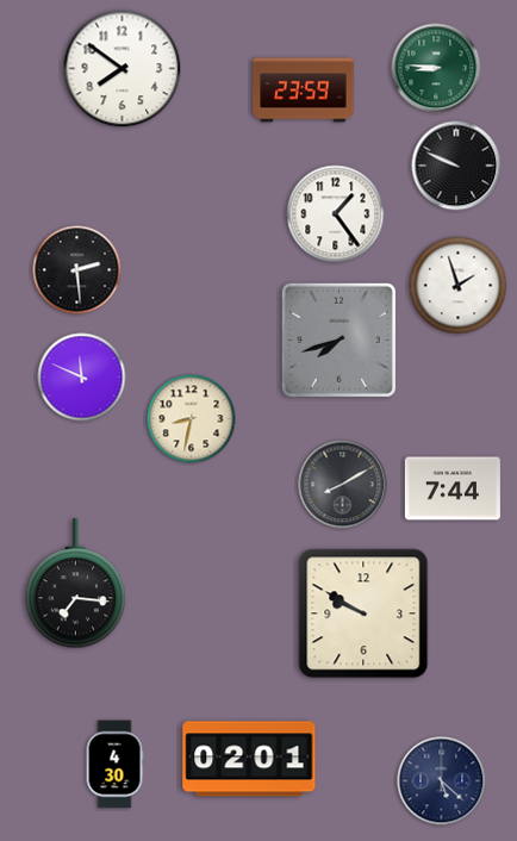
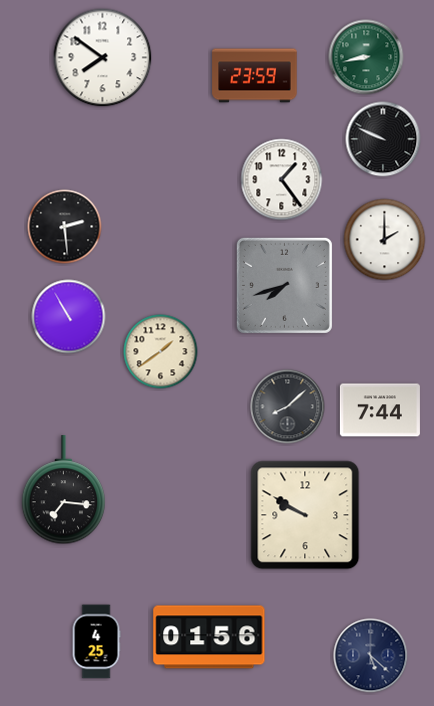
clock at (436, 68): 8:46 -> 8:43
clock at (459, 286): 1:57 -> 2:00
clock at (82, 378): 11:49 -> 10:55
clock at (192, 419): 8:32 -> 1:39
clock at (343, 485): 8:10 -> 8:08
clock at (249, 759): 02:01 -> 01:56
clock at (114, 765): 4:30 -> 4:25
